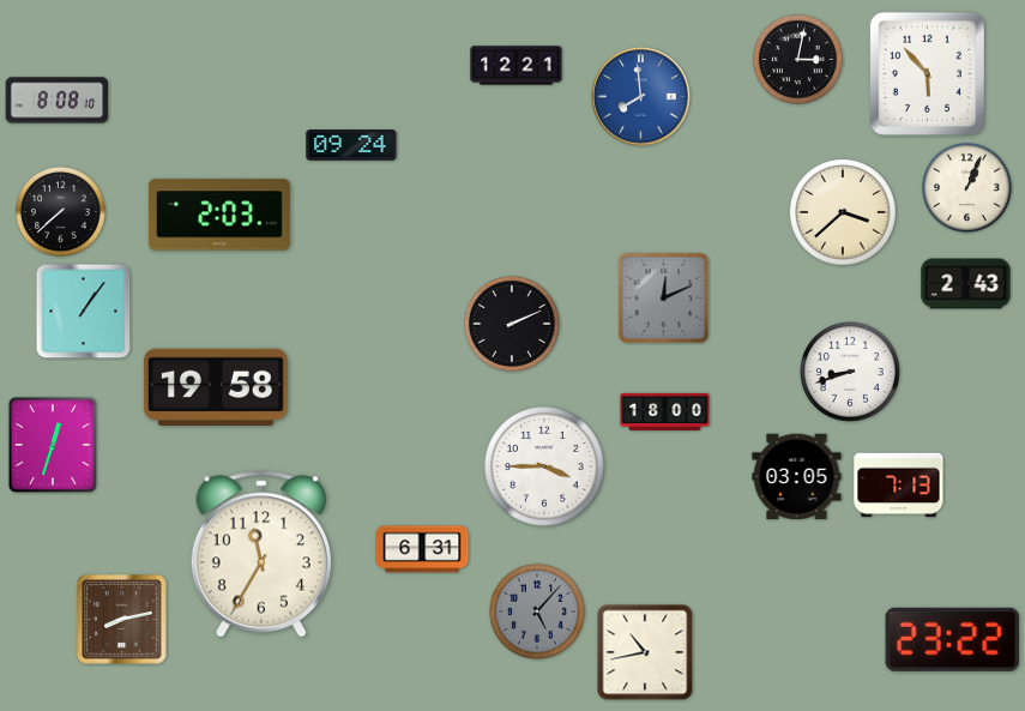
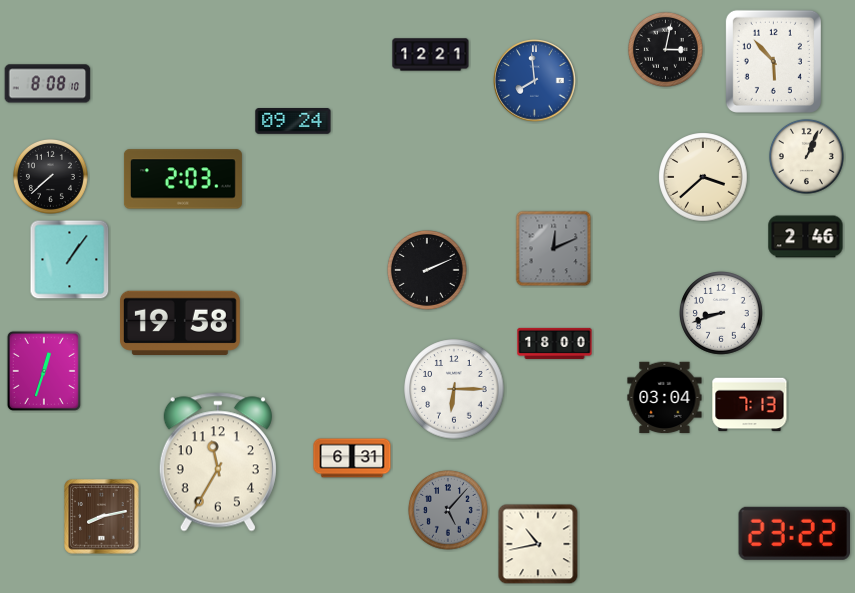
clock at (966, 284): 2:43 -> 2:46
clock at (851, 373) position: (851, 373) -> (722, 314)
clock at (544, 466): 3:45 -> 6:15
clock at (797, 477): 03:05 -> 03:04
